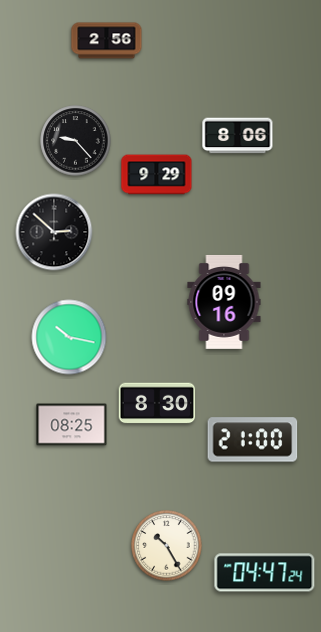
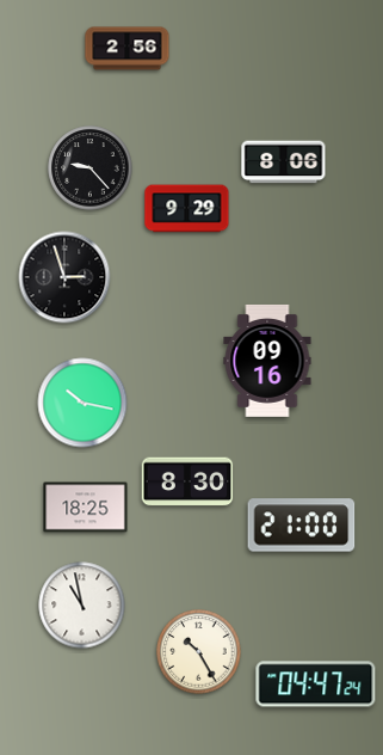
clock at (54, 232): 2:52 -> 2:57
clock at (72, 425): 08:25 -> 18:25
clock at (82, 606): none -> 10:58
